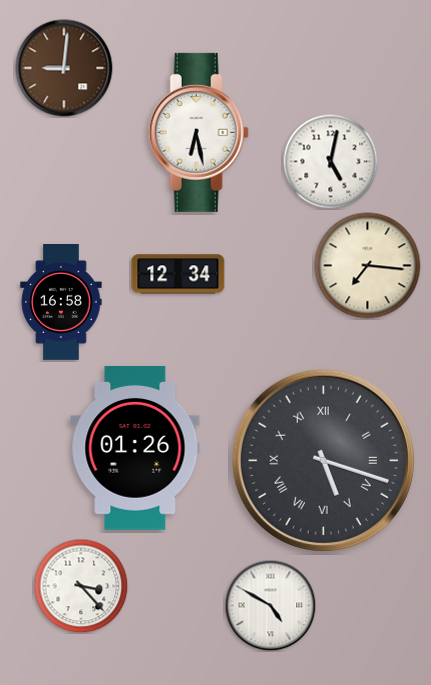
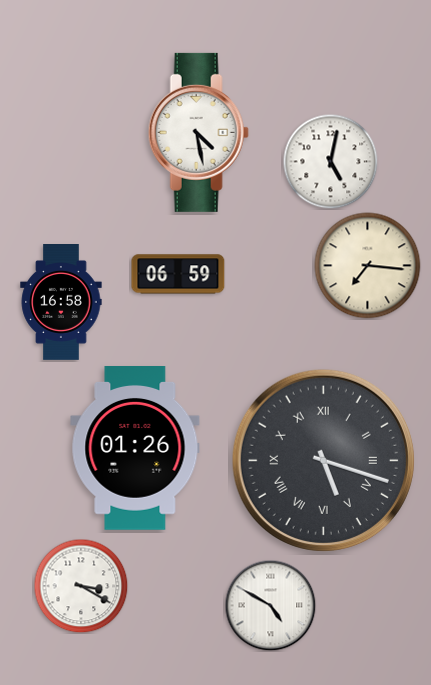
clock at (64, 68): 9:01 -> none
clock at (198, 132): 6:28 -> 4:28
clock at (178, 274): 12:34 -> 06:59
clock at (81, 586): 3:23 -> 3:20
